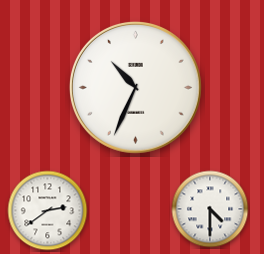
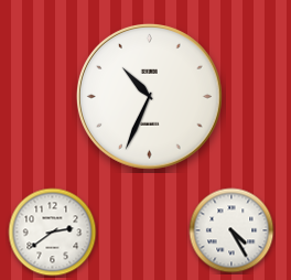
clock at (210, 209): 4:30 -> 4:25
